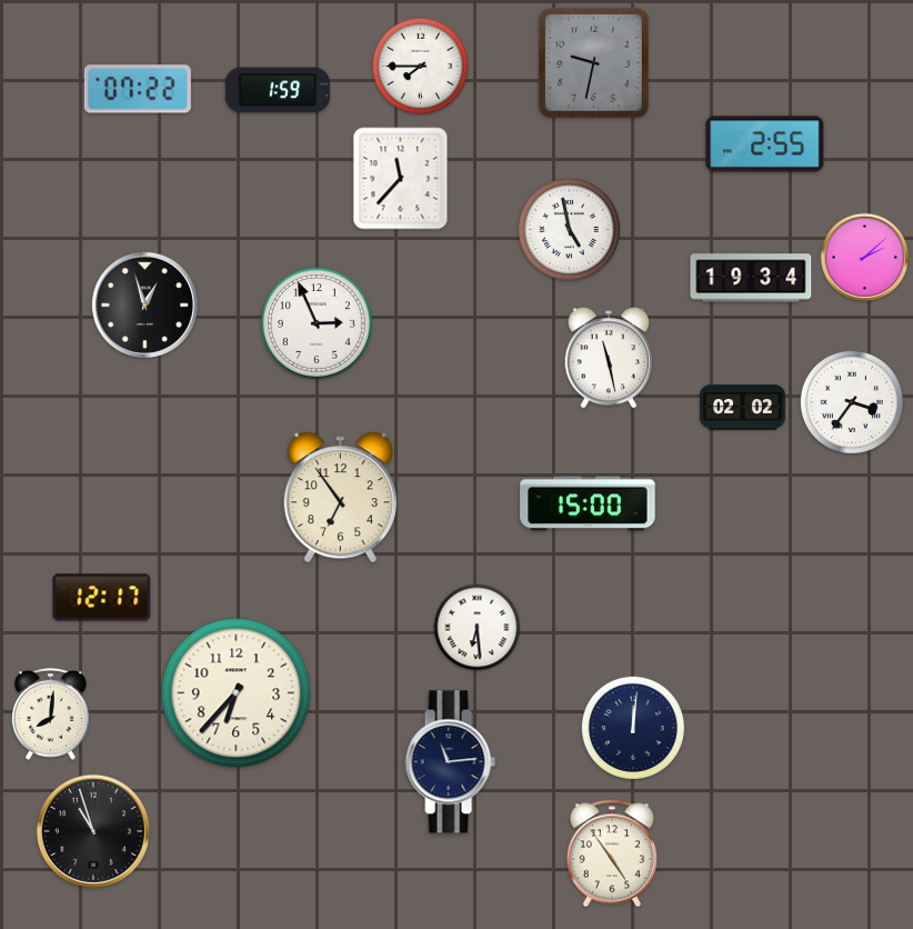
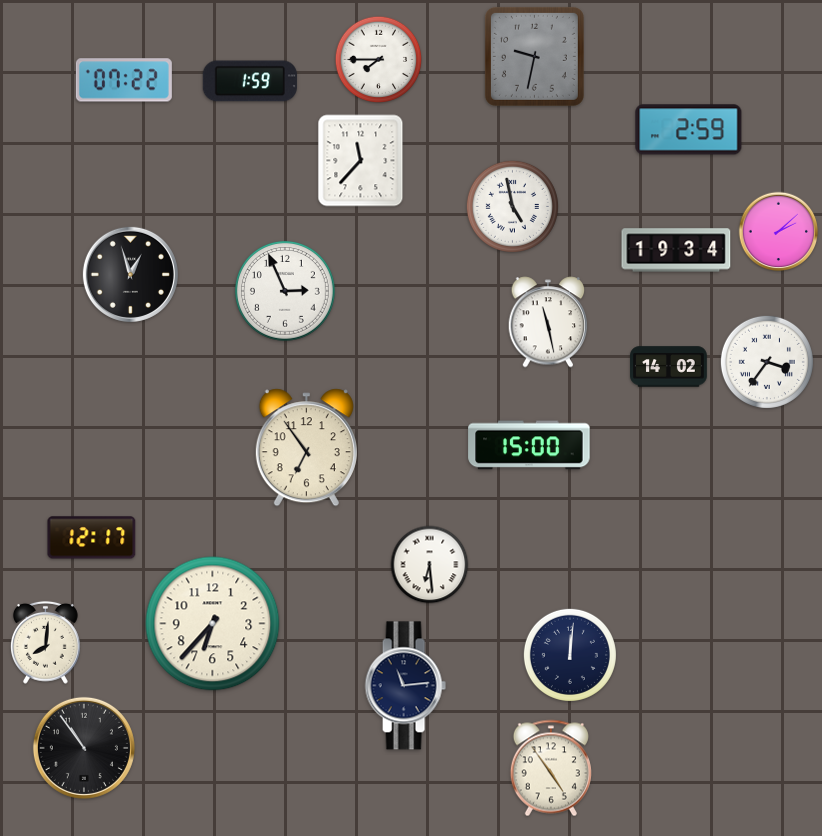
clock at (765, 144): 2:55 -> 2:59
clock at (743, 408): 02:02 -> 14:02
clock at (588, 503) position: (588, 503) -> (529, 445)
clock at (93, 831): 10:57 -> 10:54
